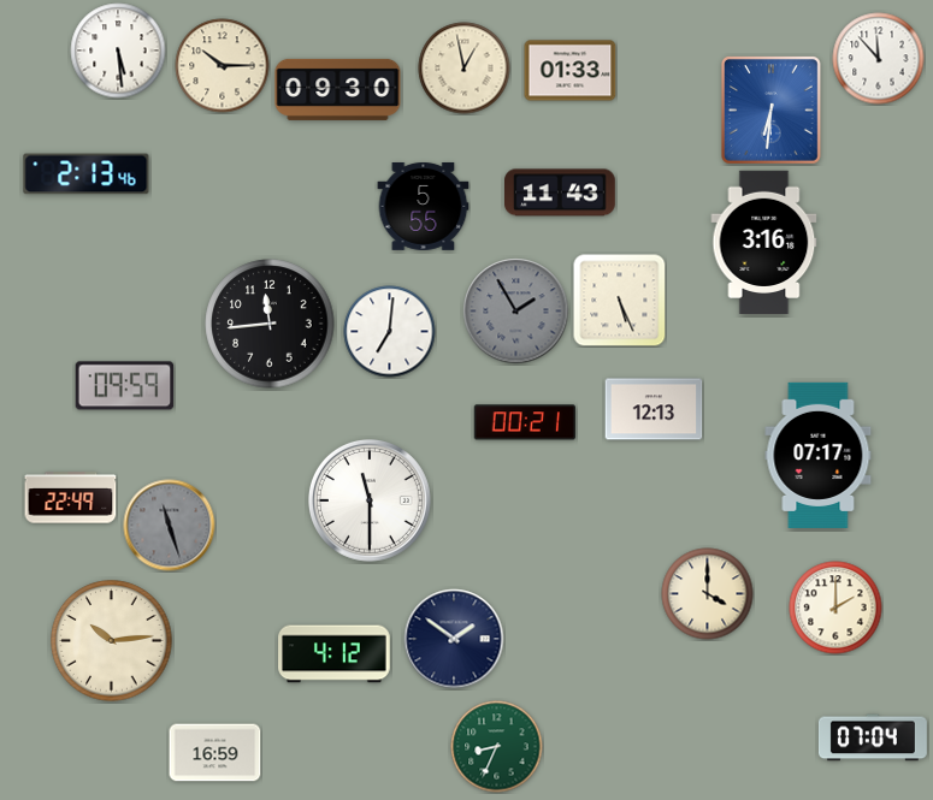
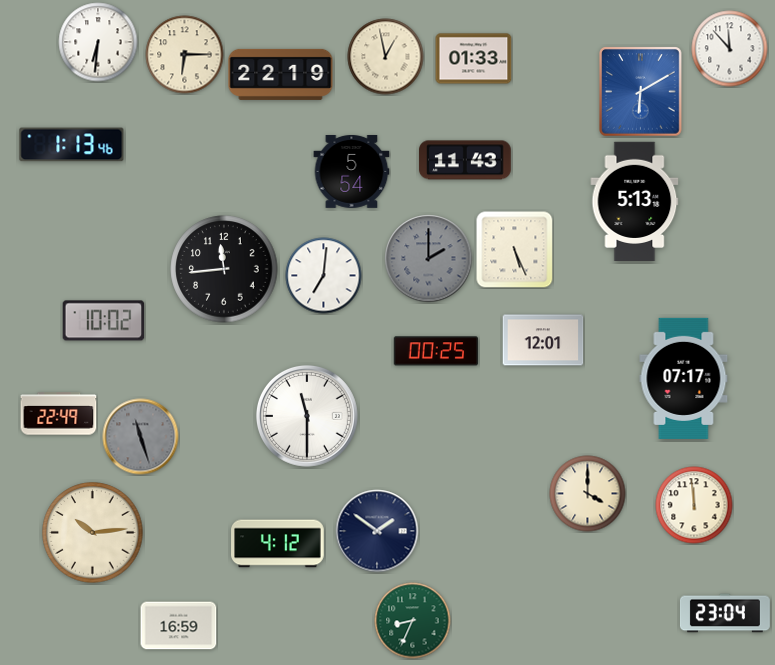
clock at (118, 51): 5:29 -> 6:31
clock at (223, 66): 10:15 -> 6:15
clock at (338, 89): 09:30 -> 22:19
clock at (772, 111): 6:31 -> 6:10
clock at (87, 174): 2:13 -> 1:13
clock at (424, 207): 5:55 -> 5:54
clock at (764, 242): 3:16 -> 5:13
clock at (516, 312): 1:55 -> 2:00
clock at (125, 386): 09:59 -> 10:02
clock at (654, 409): 12:13 -> 12:01
clock at (524, 422): 00:21 -> 00:25
clock at (819, 455) position: (819, 455) -> (684, 378)
clock at (835, 608): 2:00 -> 11:59
clock at (873, 737): 07:04 -> 23:04
